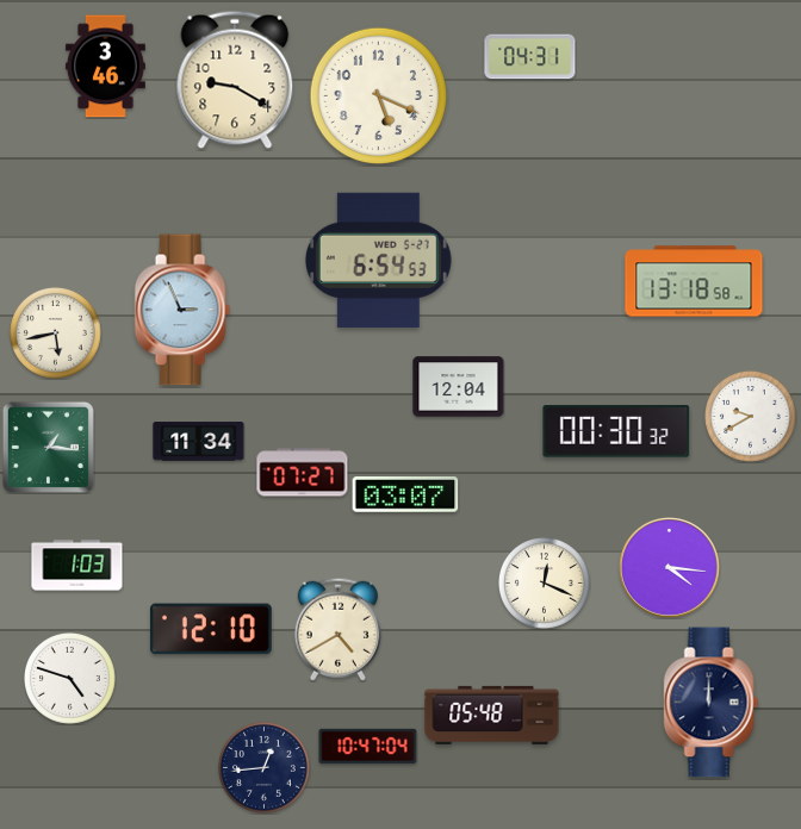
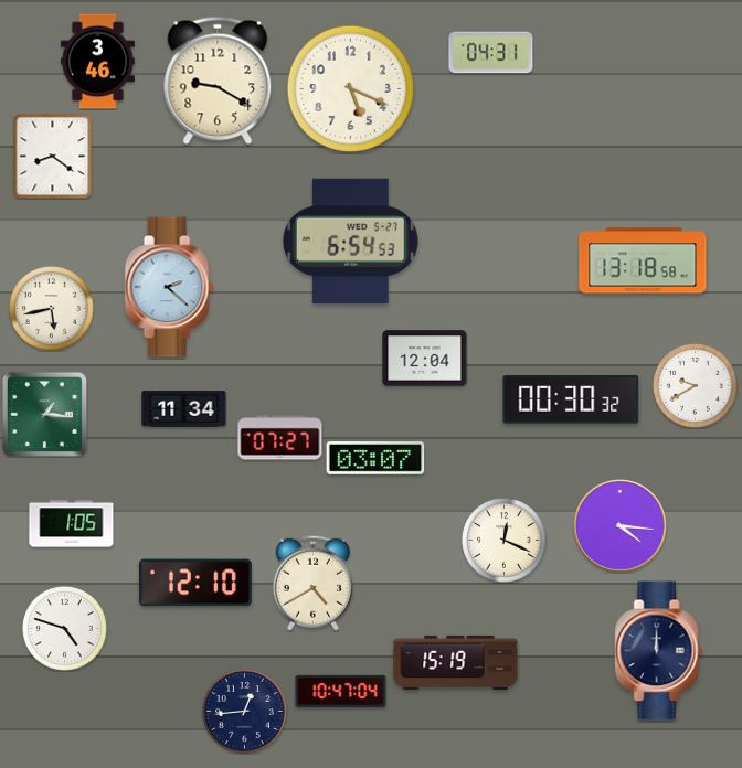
clock at (235, 80) position: (235, 80) -> (218, 81)
clock at (53, 156): none -> 8:21
clock at (182, 310): 2:56 -> 2:22
clock at (77, 566): 1:03 -> 1:05
clock at (492, 715): 05:48 -> 15:19
